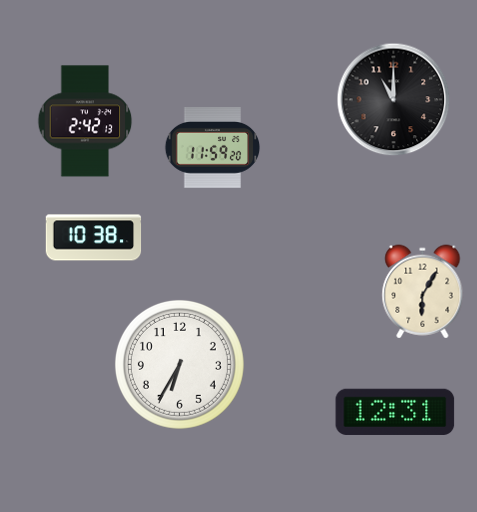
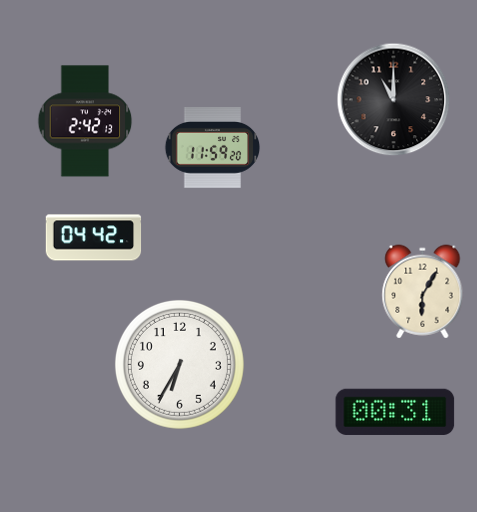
clock at (94, 238): 10:38 -> 04:42
clock at (395, 411): 12:31 -> 00:31
